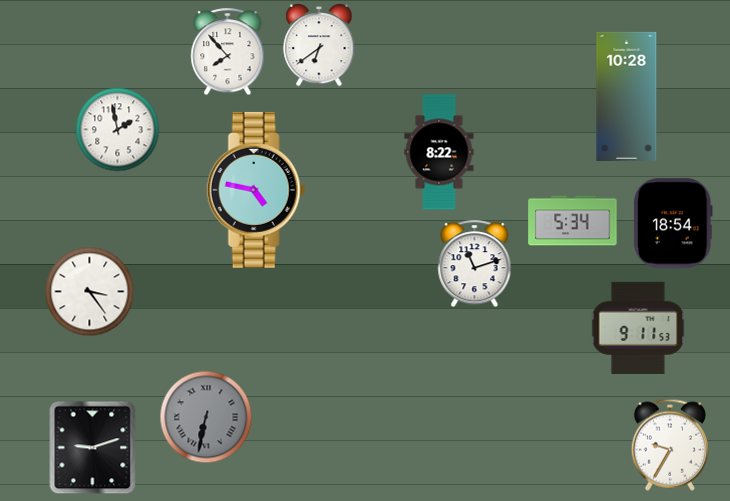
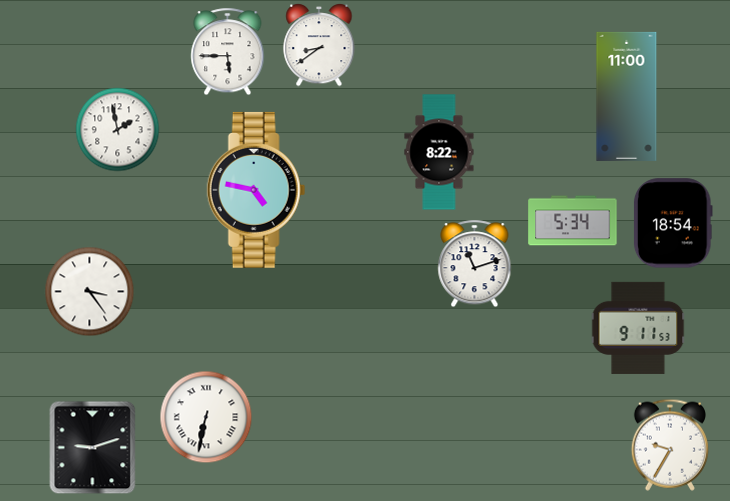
clock at (319, 45): 6:39 -> 8:39
clock at (228, 52): 7:53 -> 5:45
clock at (627, 96): 10:28 -> 11:00
clock at (206, 417) dial: grey -> white
